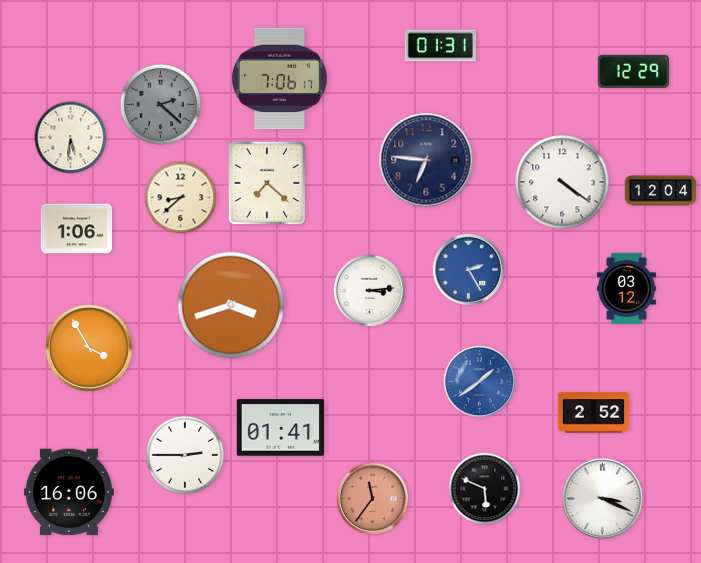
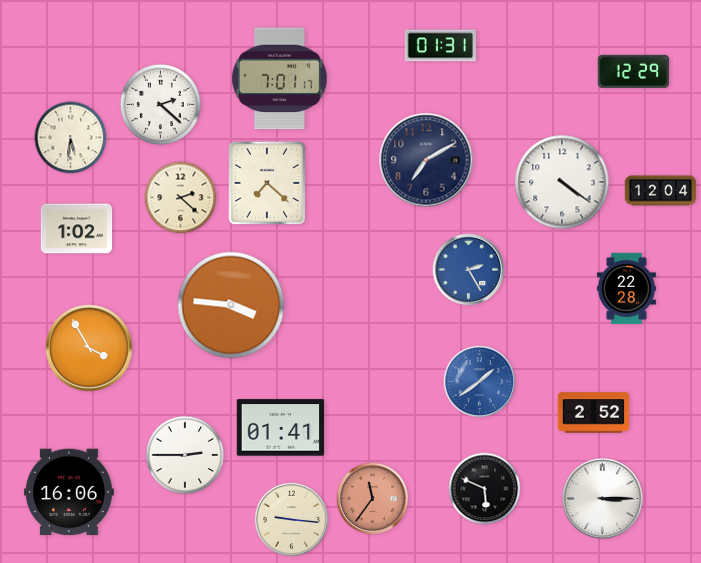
clock at (279, 79): 7:06 -> 7:01
clock at (160, 104) dial: grey -> white
clock at (426, 160): 6:46 -> 7:10
clock at (181, 198): 8:38 -> 2:22
clock at (77, 229): 1:06 -> 1:02
clock at (626, 289): 03:12 -> 22:28
clock at (370, 291): 3:14 -> none
clock at (231, 305): 3:42 -> 3:46
clock at (602, 498): 3:19 -> 3:15
clock at (292, 520): none -> 9:16
